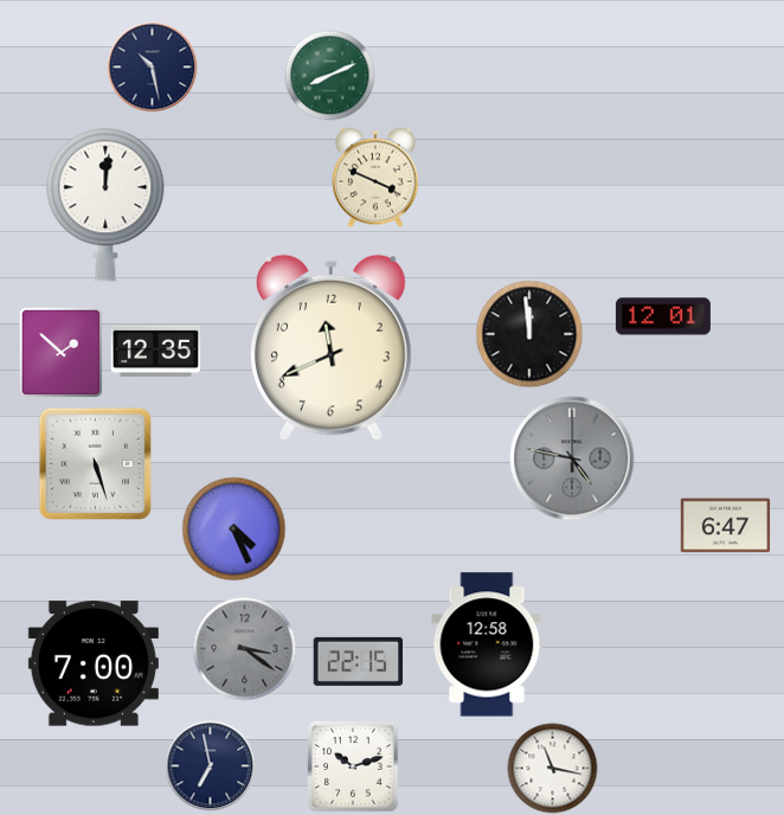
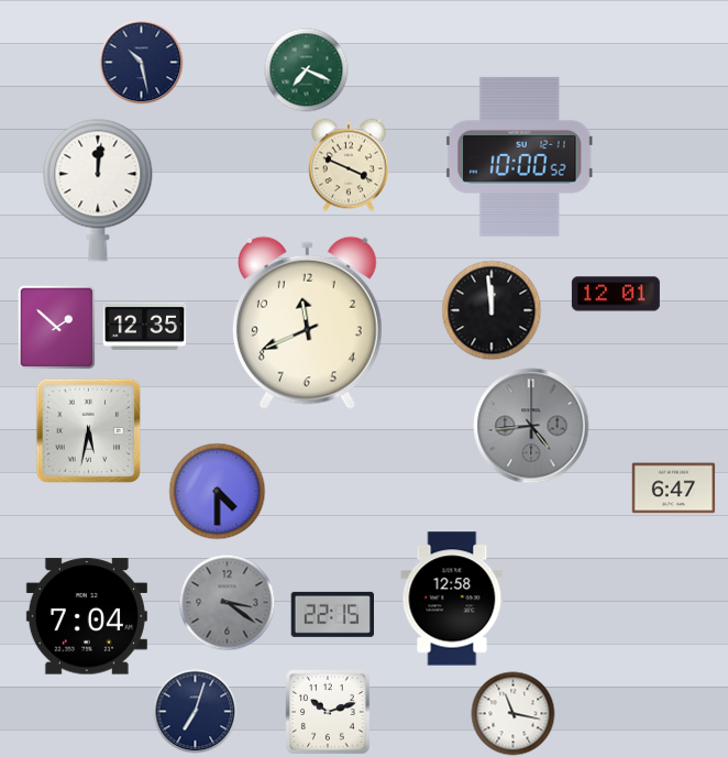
clock at (330, 76): 8:11 -> 7:19
clock at (519, 156): none -> 10:00
clock at (572, 458): 4:47 -> 4:44
clock at (96, 464): 5:27 -> 5:32
clock at (234, 530): 4:26 -> 4:30
clock at (94, 663): 7:00 -> 7:04
clock at (211, 766): 6:58 -> 7:03
